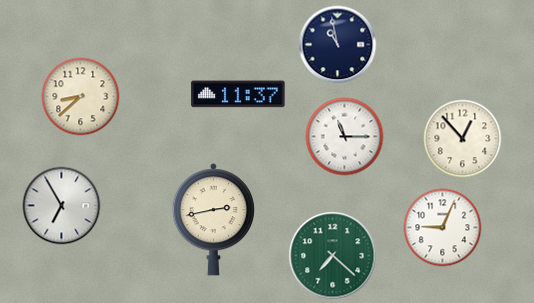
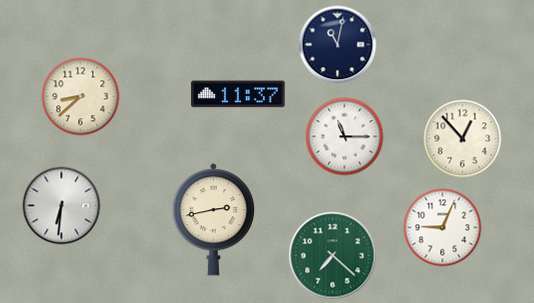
clock at (337, 44): 10:58 -> 11:02
clock at (61, 205): 6:55 -> 6:31
